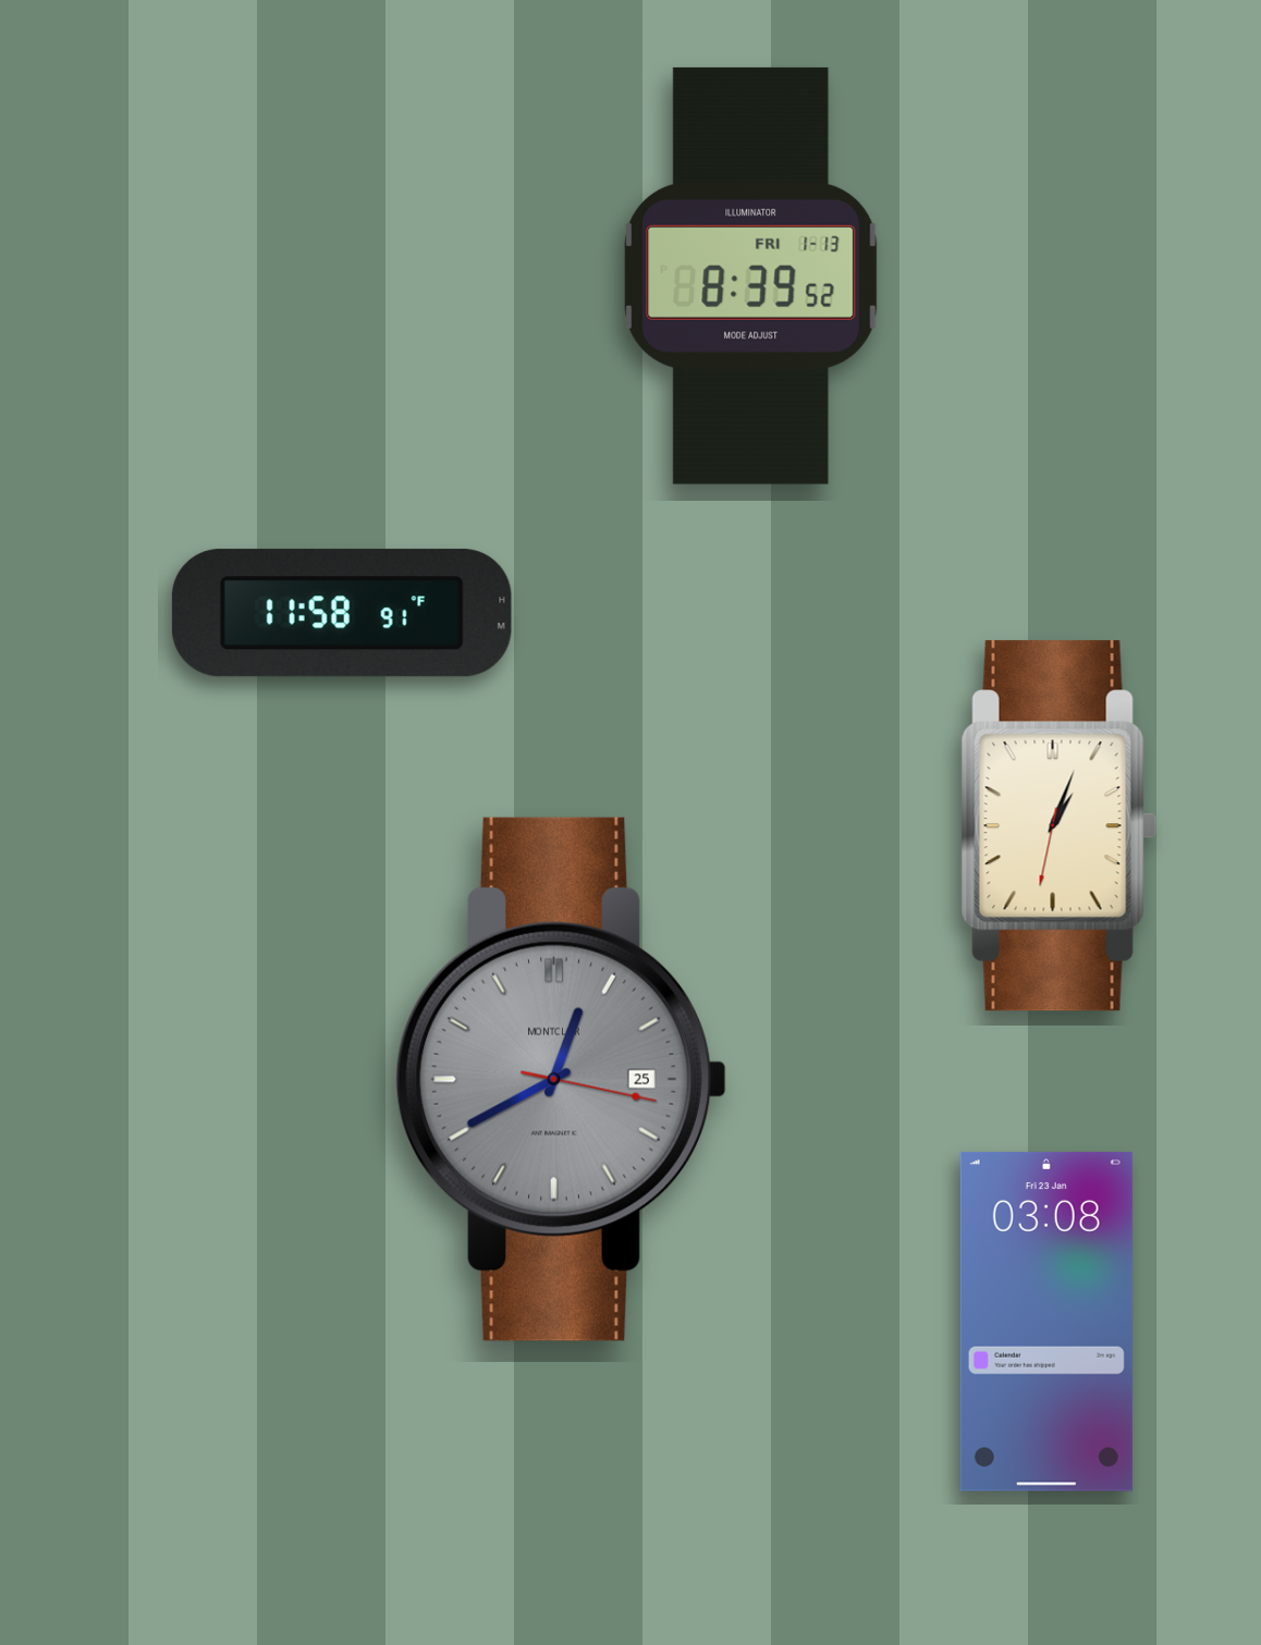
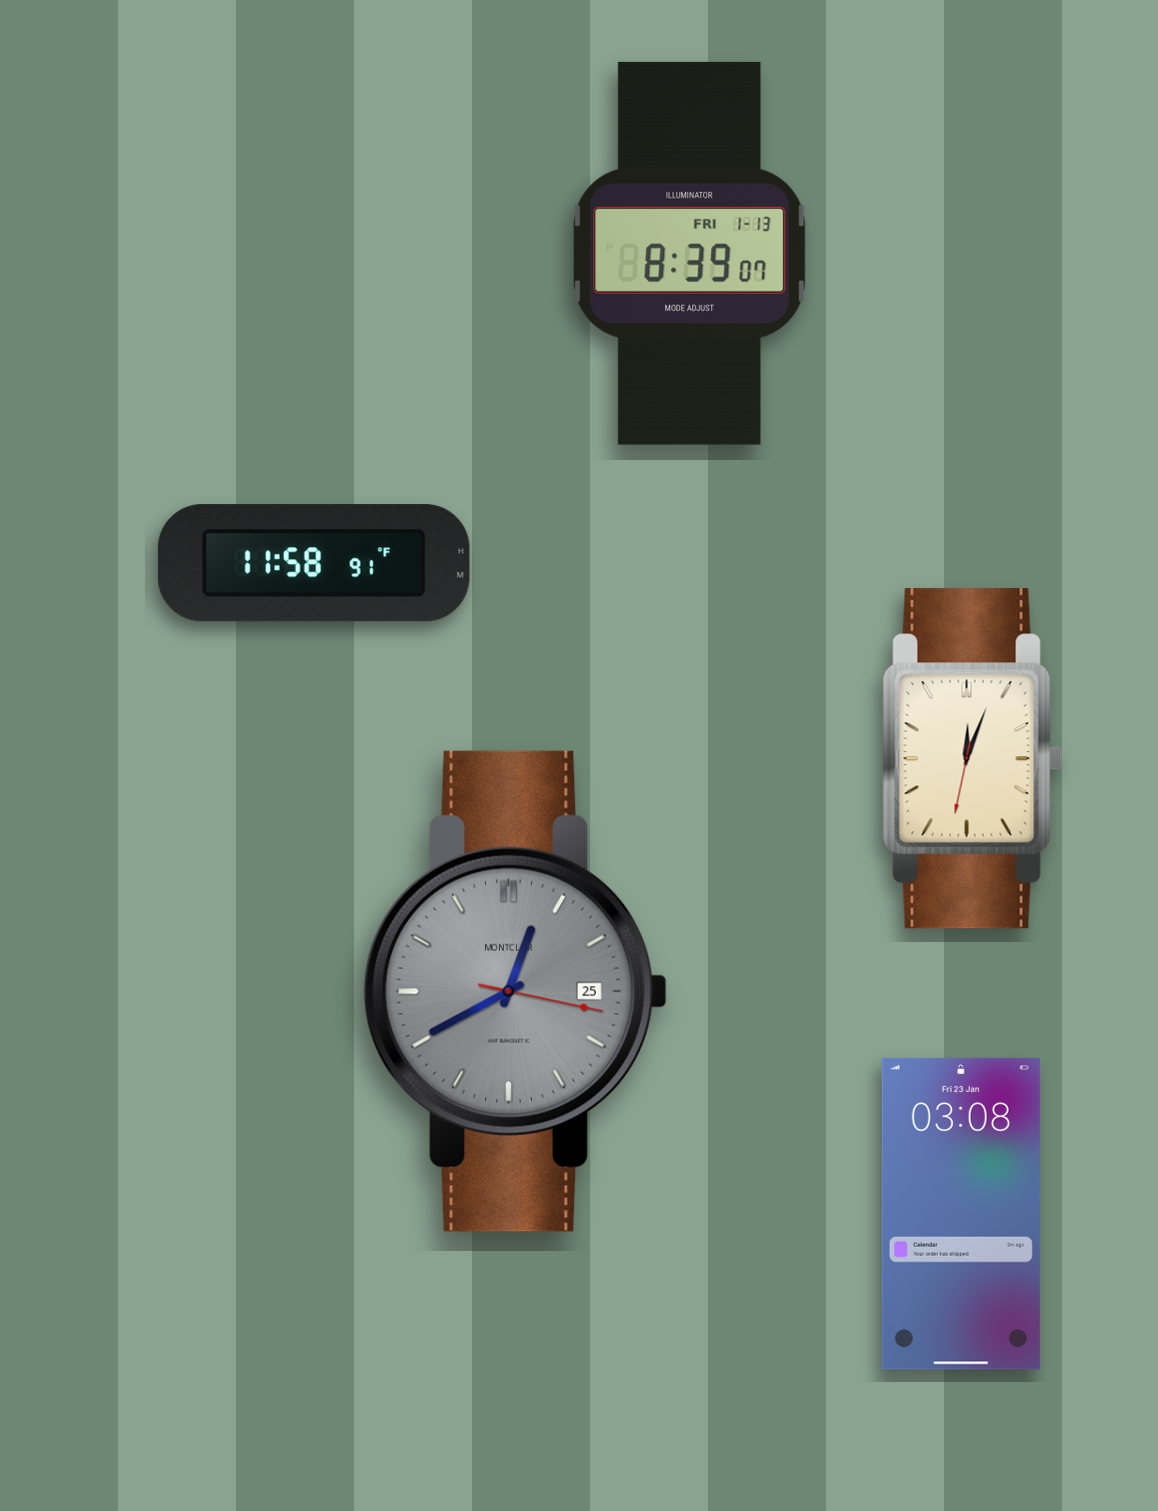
clock at (751, 275): 8:39:52 -> 8:39:07
clock at (1058, 826): 1:03 -> 12:03
